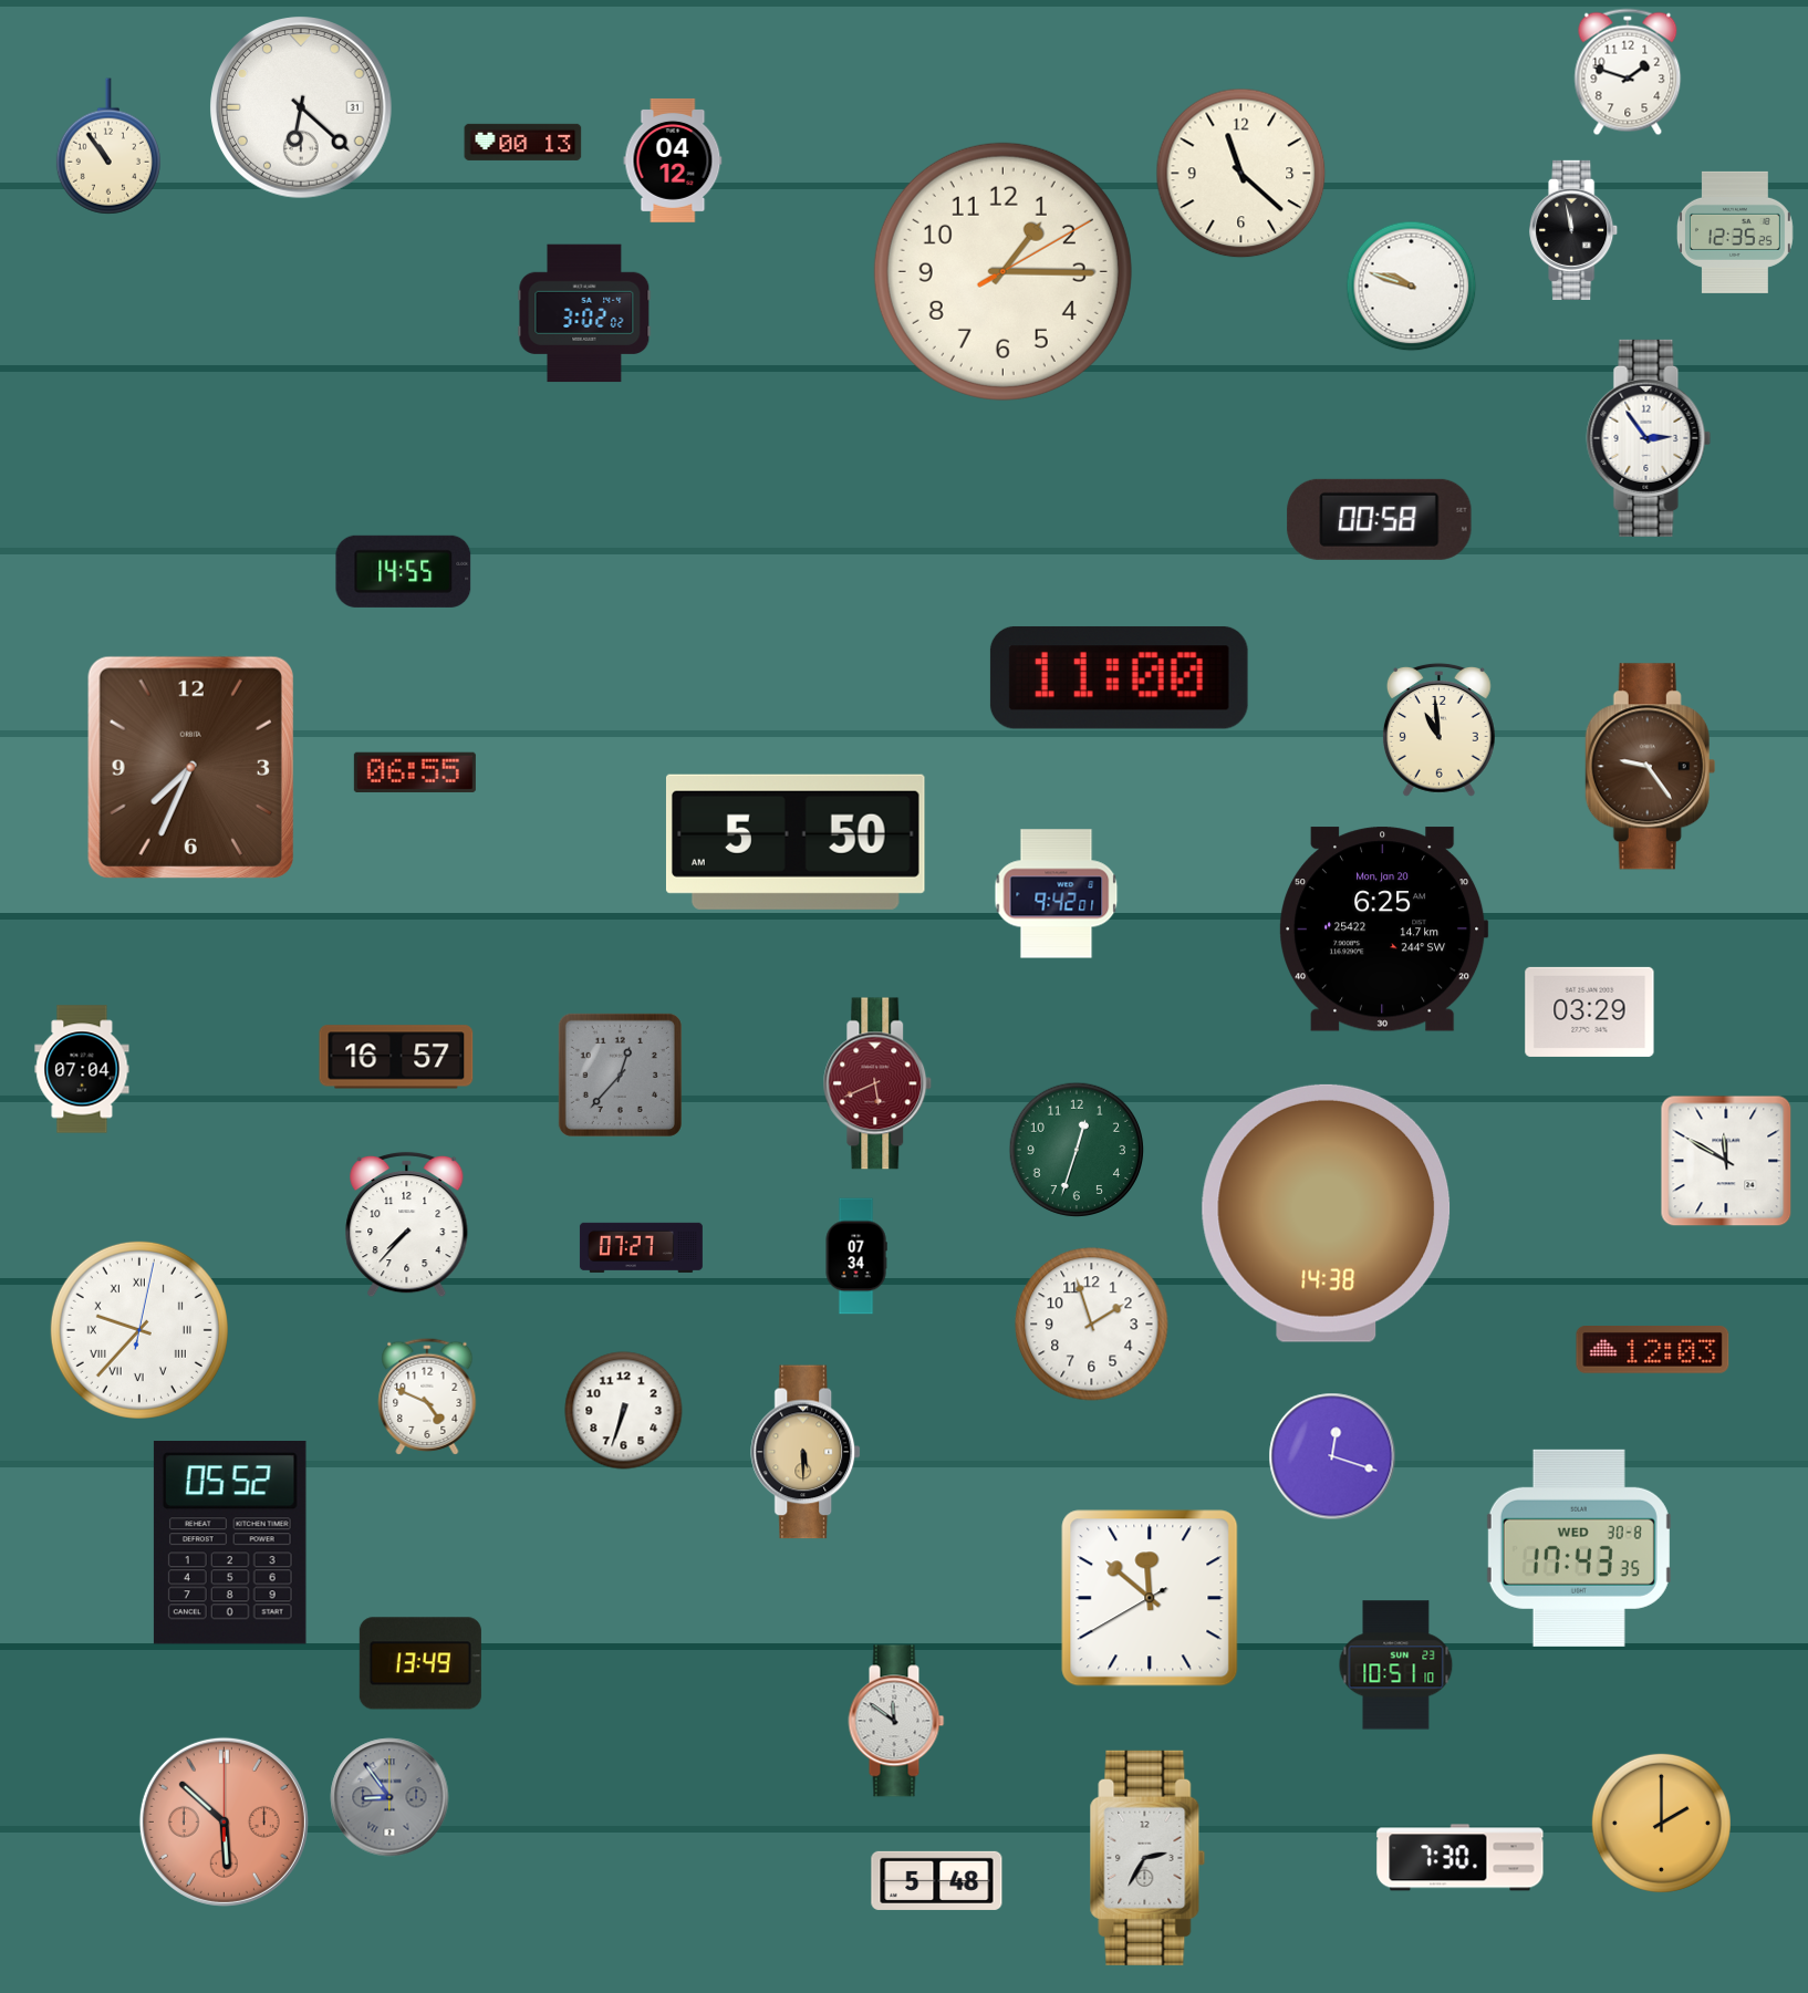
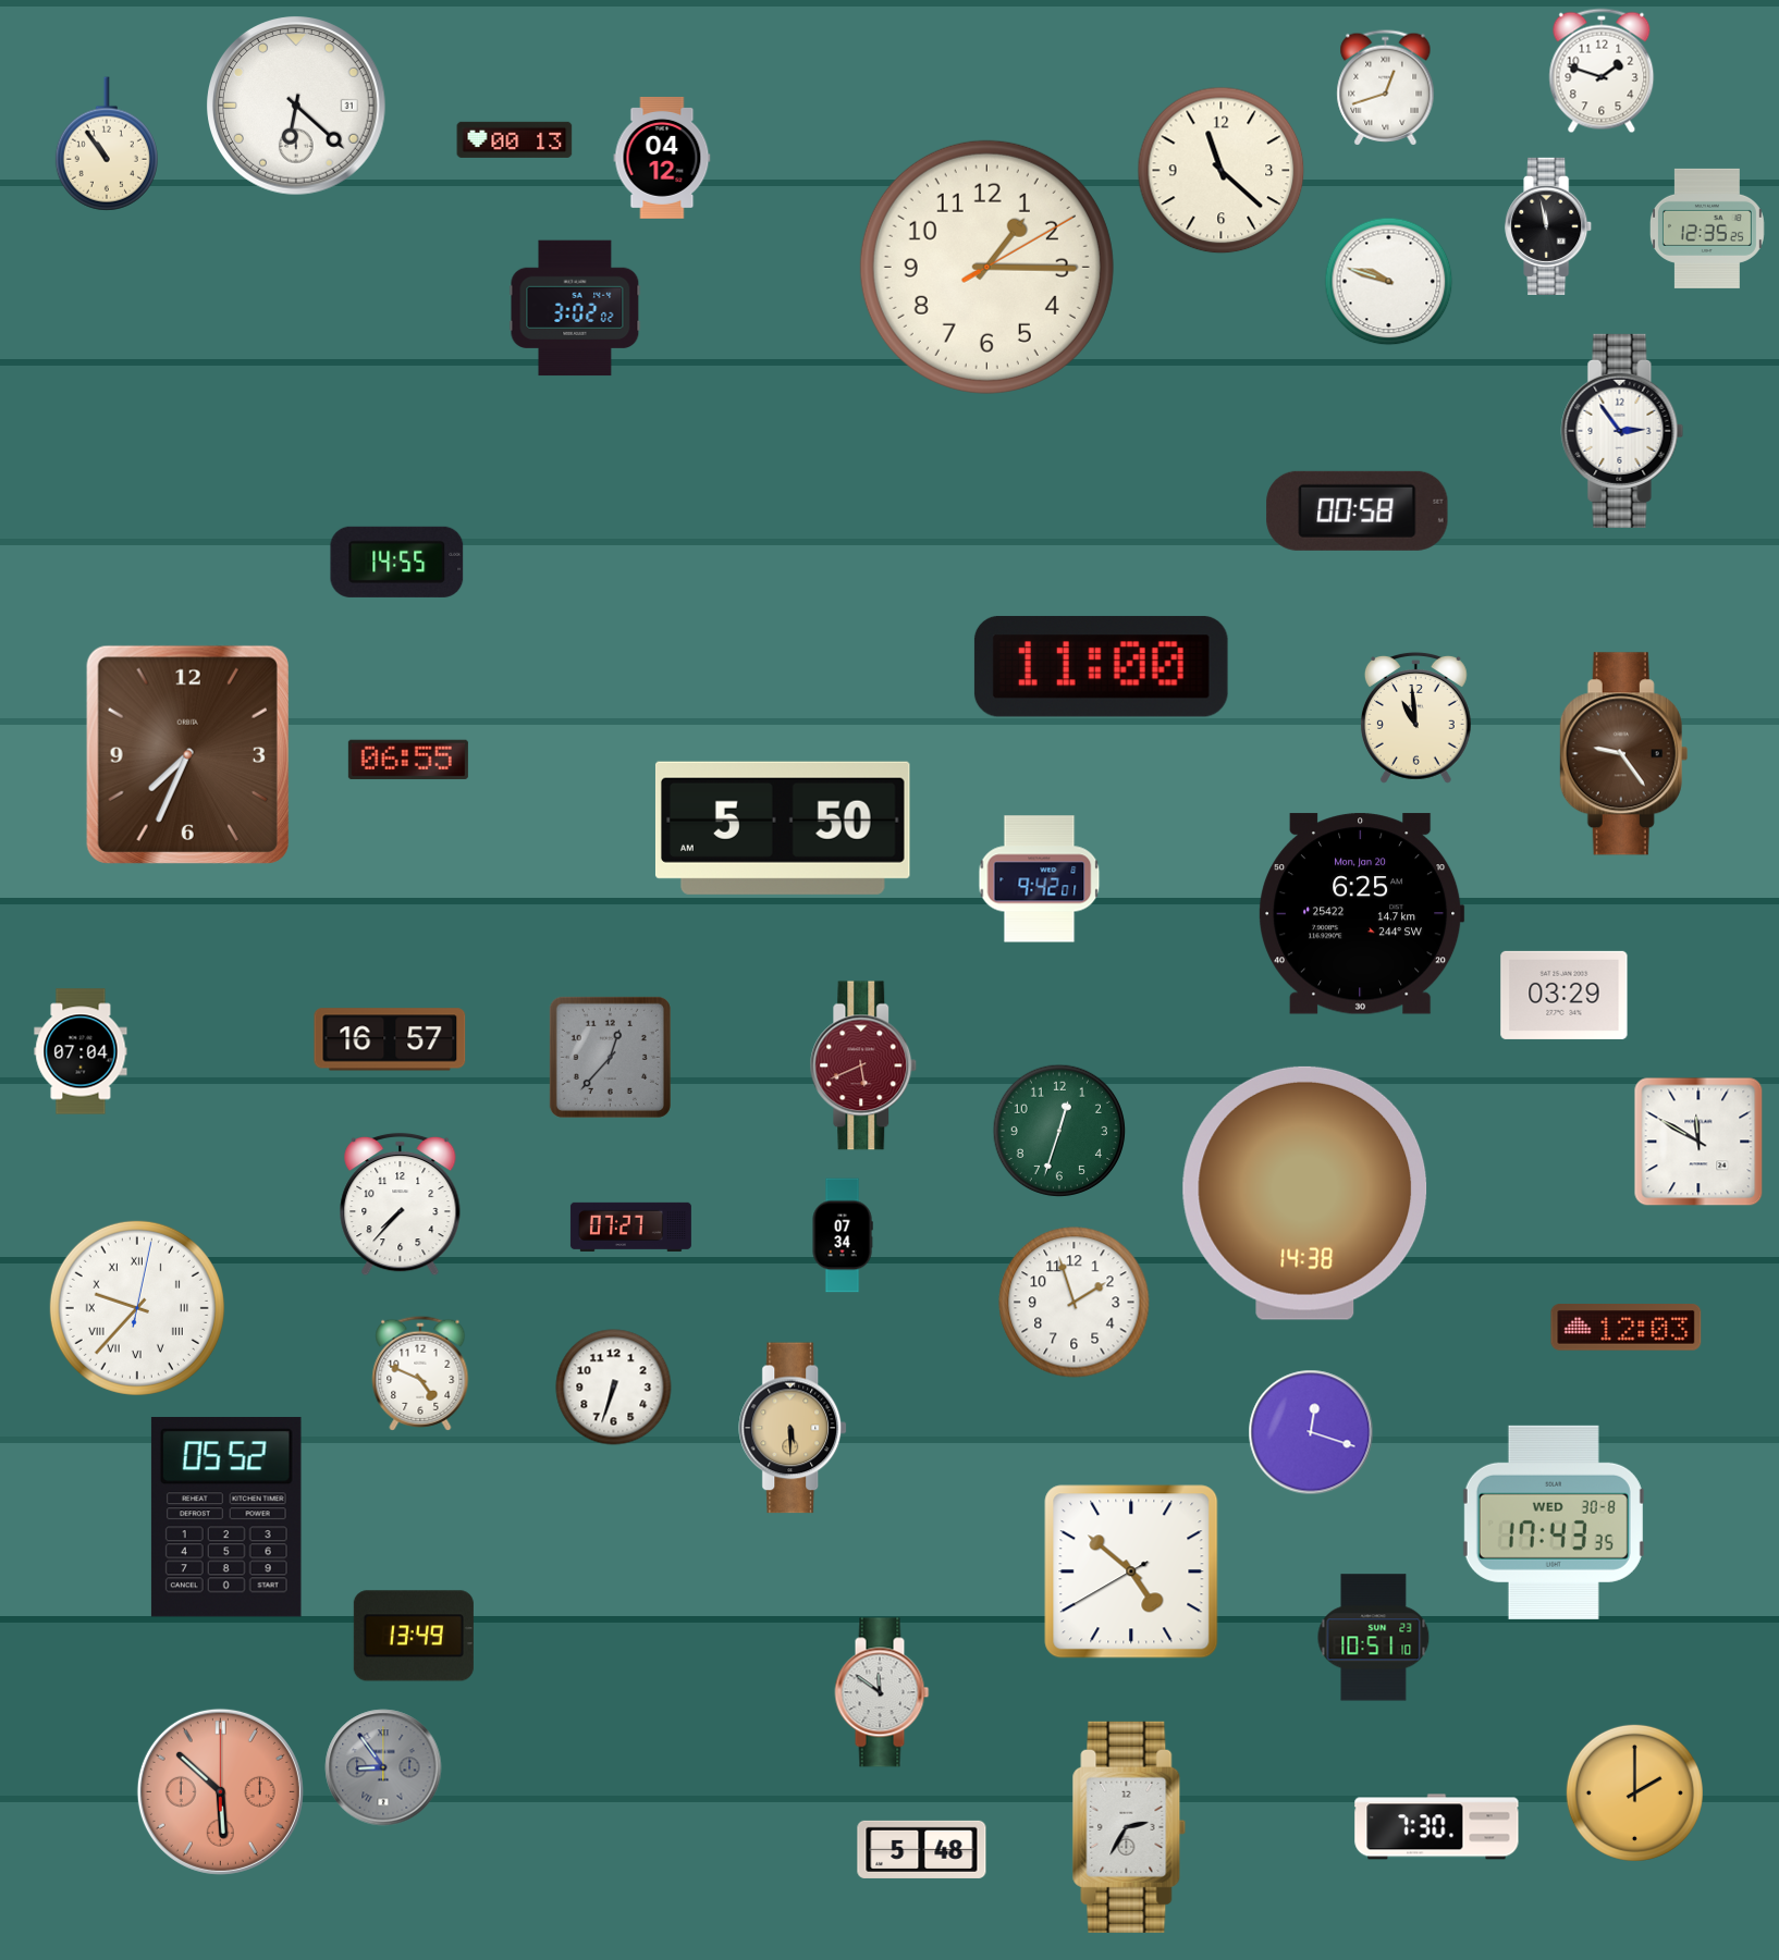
clock at (1386, 88): none -> 12:42
clock at (1150, 1598): 11:51 -> 4:51
